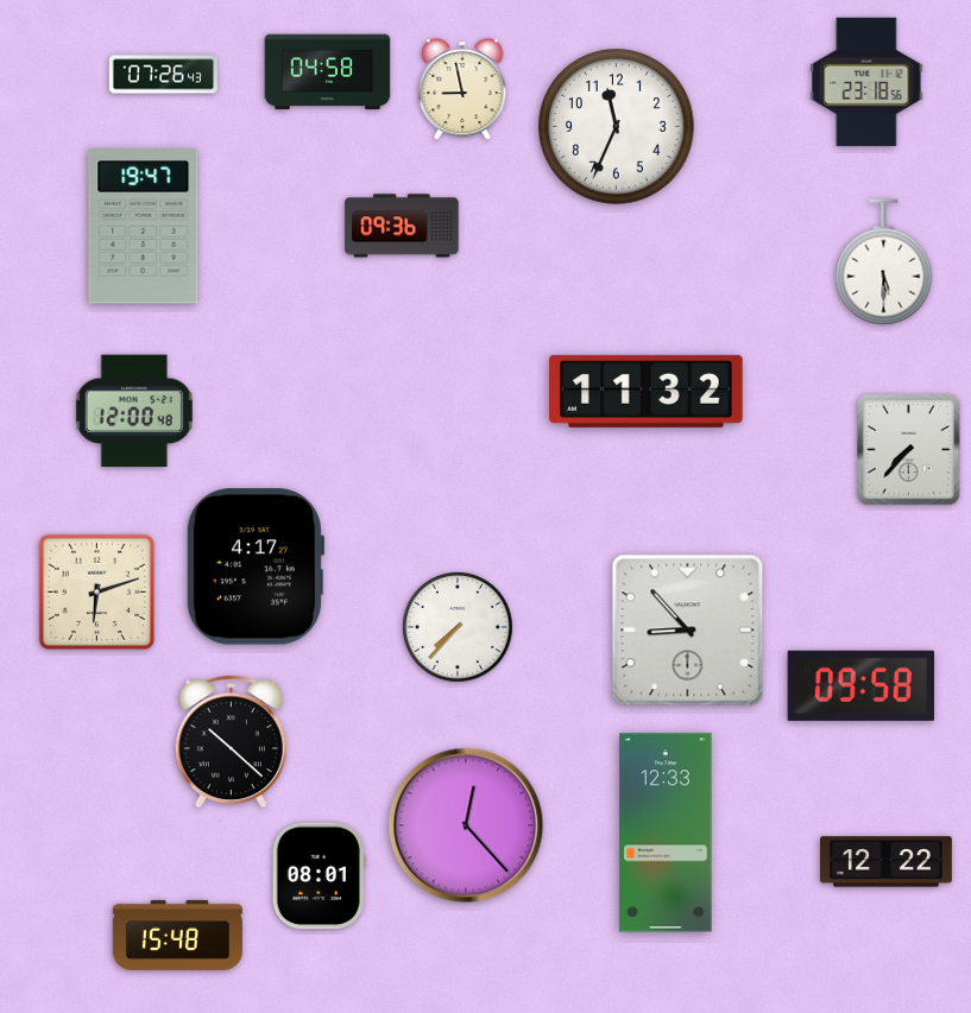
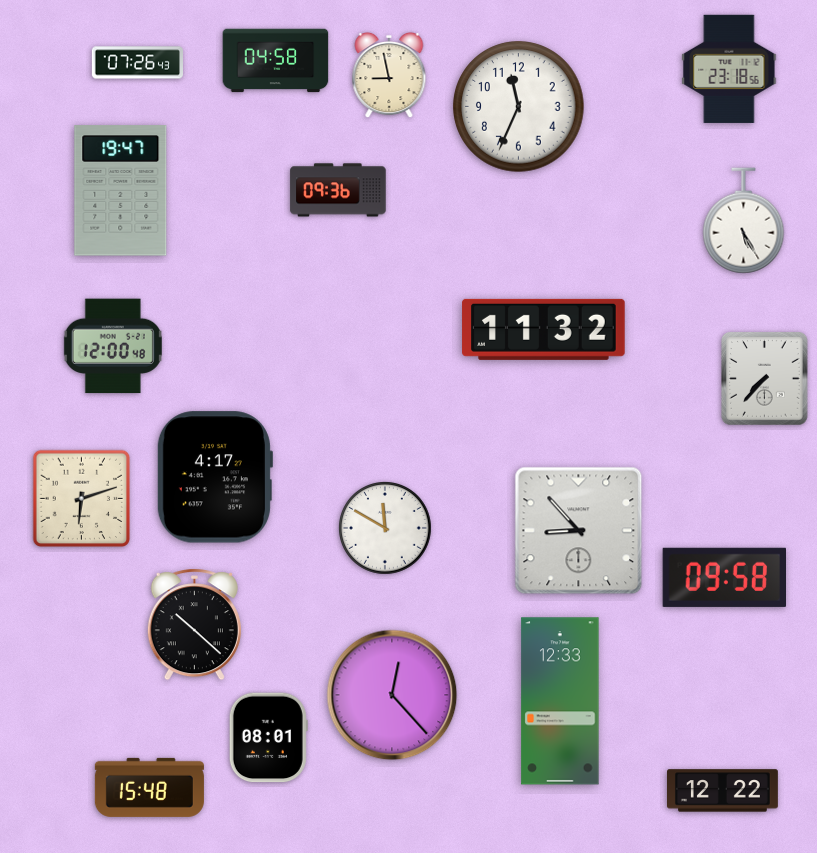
clock at (884, 262): 5:30 -> 5:25
clock at (459, 628): 7:37 -> 11:50
clock at (887, 862) position: (887, 862) -> (723, 791)
